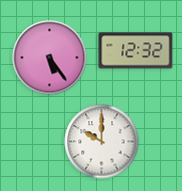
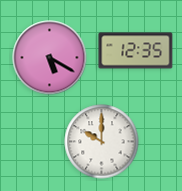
clock at (136, 51): 12:32 -> 12:35
clock at (50, 58): 5:24 -> 5:20
